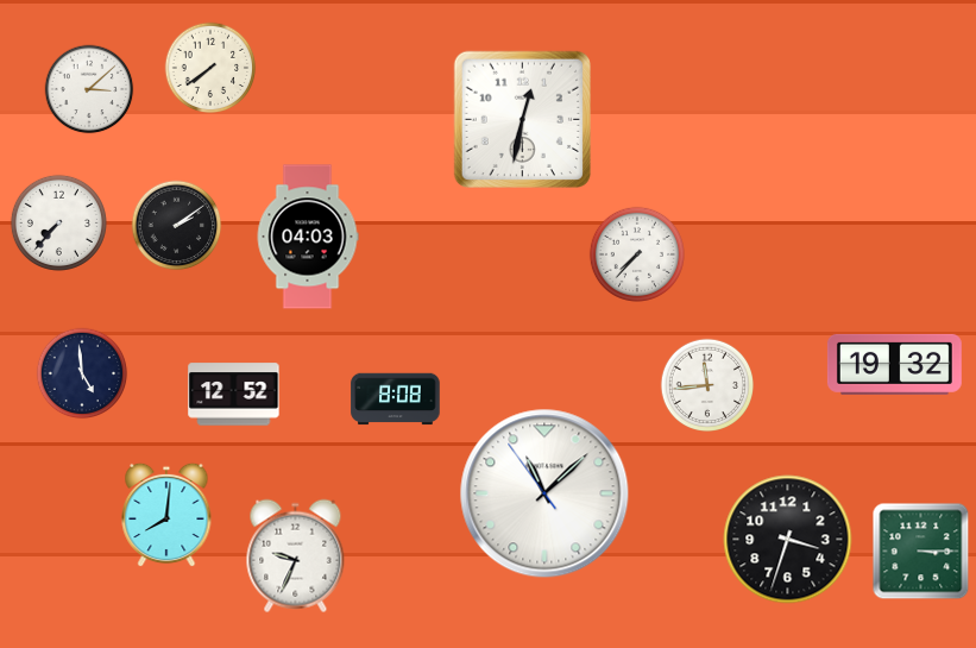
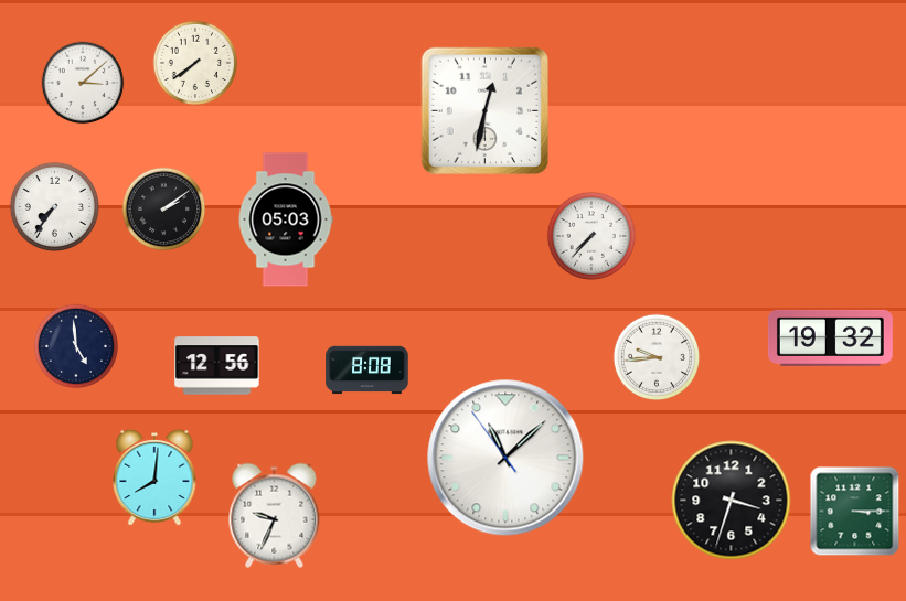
clock at (58, 222): 7:37 -> 7:36
clock at (308, 237): 04:03 -> 05:03
clock at (707, 385): 11:44 -> 9:44
clock at (234, 395): 12:52 -> 12:56
